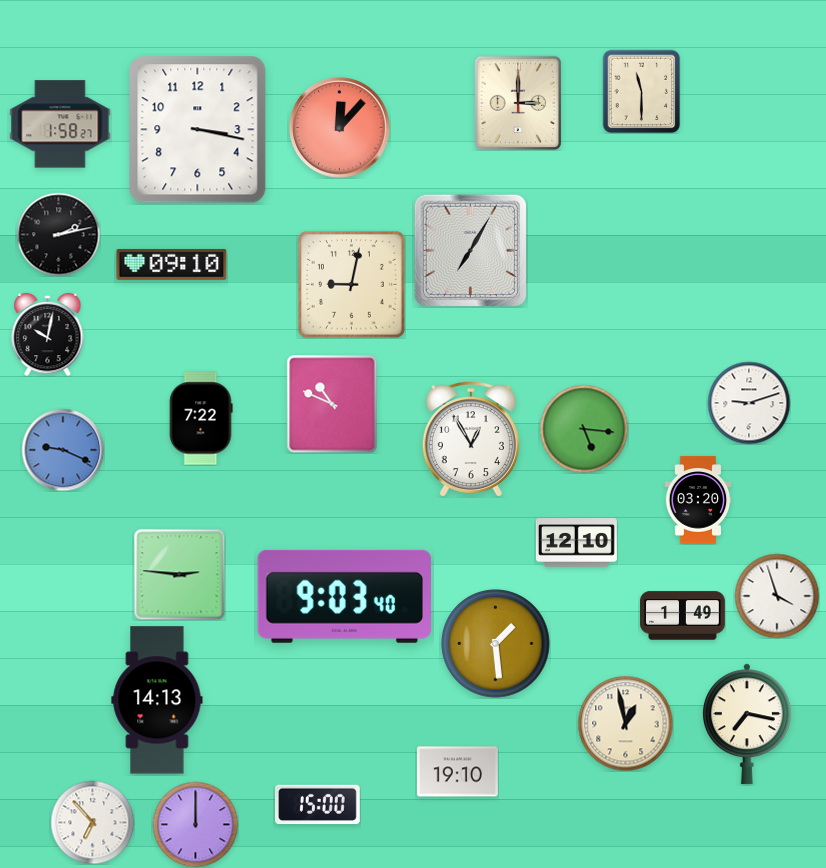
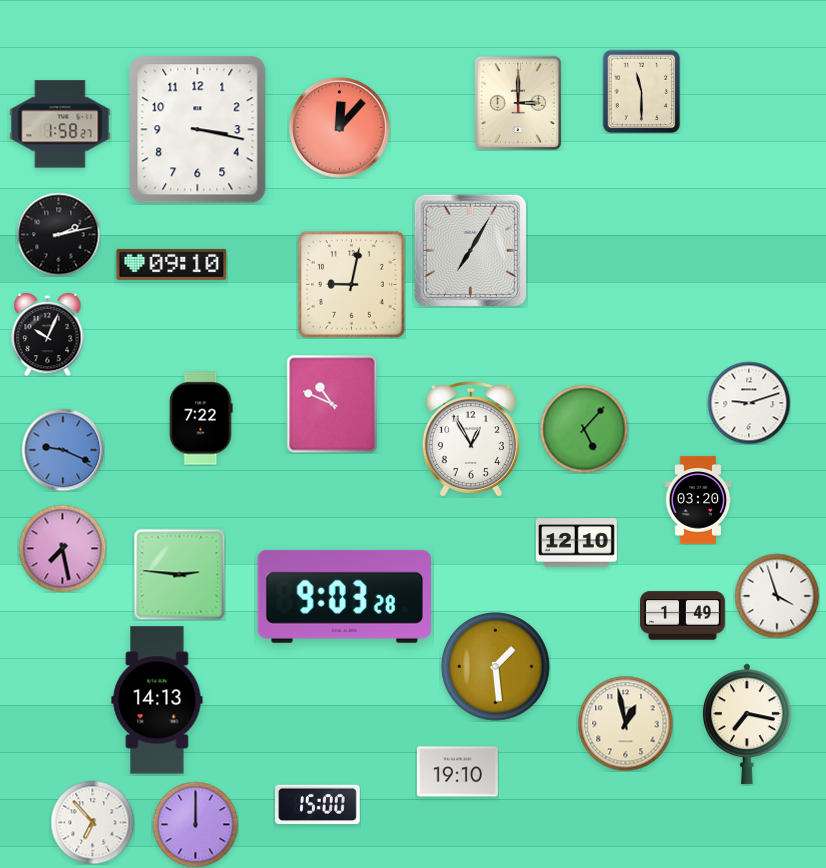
clock at (48, 334): 10:02 -> 10:04
clock at (584, 429): 5:16 -> 5:07
clock at (62, 548): none -> 7:28
clock at (344, 596): 9:03:40 -> 9:03:28
clock at (496, 644) position: (496, 644) -> (496, 667)
